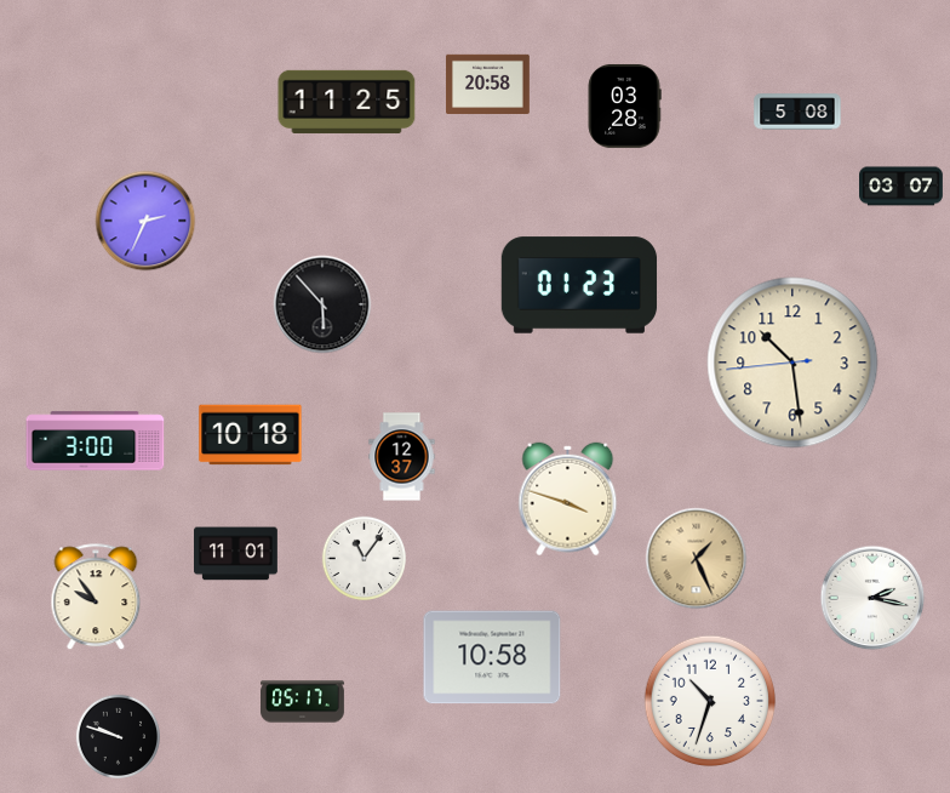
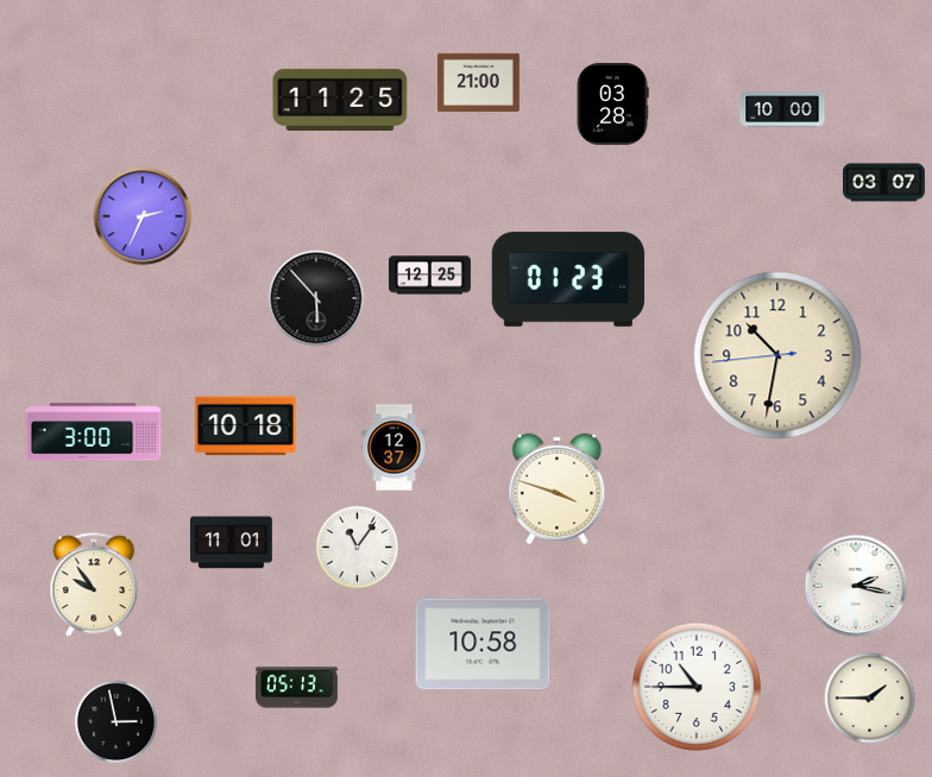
clock at (488, 84): 20:58 -> 21:00
clock at (797, 112): 5:08 -> 10:00
clock at (430, 276): none -> 12:25
clock at (792, 363): 10:28 -> 10:31
clock at (697, 559): 1:26 -> none
clock at (710, 701): 10:33 -> 10:45
clock at (303, 702): 05:17 -> 05:13
clock at (870, 699): none -> 1:45
clock at (118, 736): 9:48 -> 2:58
